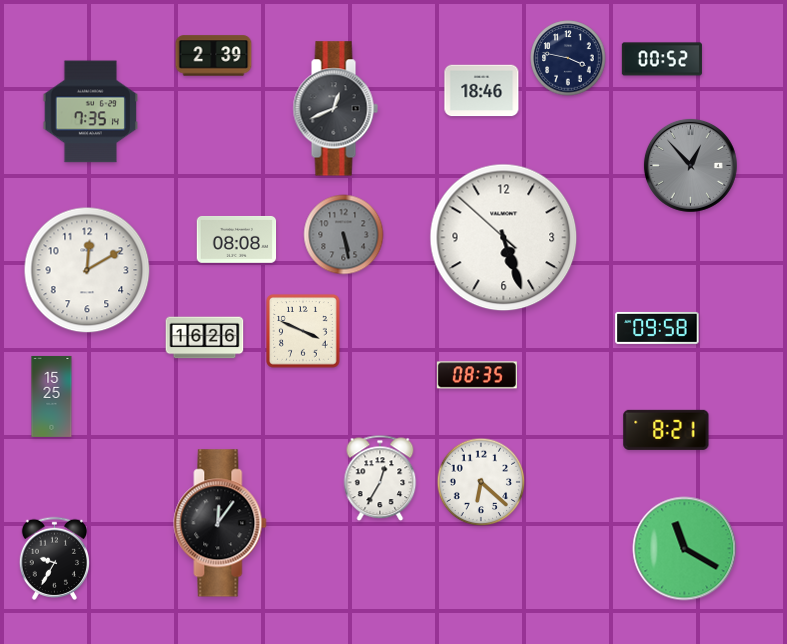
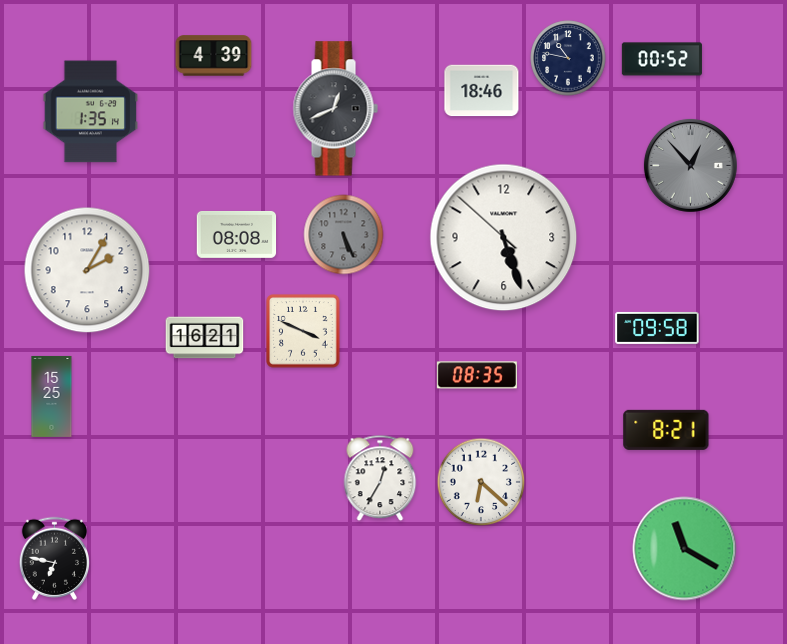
clock at (214, 56): 2:39 -> 4:39
clock at (568, 58): 3:47 -> 10:47
clock at (91, 112): 7:35 -> 1:35
clock at (344, 235): 5:28 -> 5:26
clock at (237, 239) position: (237, 239) -> (237, 234)
clock at (87, 270): 12:10 -> 2:05
clock at (205, 338): 16:26 -> 16:21
clock at (220, 523): 12:06 -> none
clock at (54, 558): 9:35 -> 6:47
